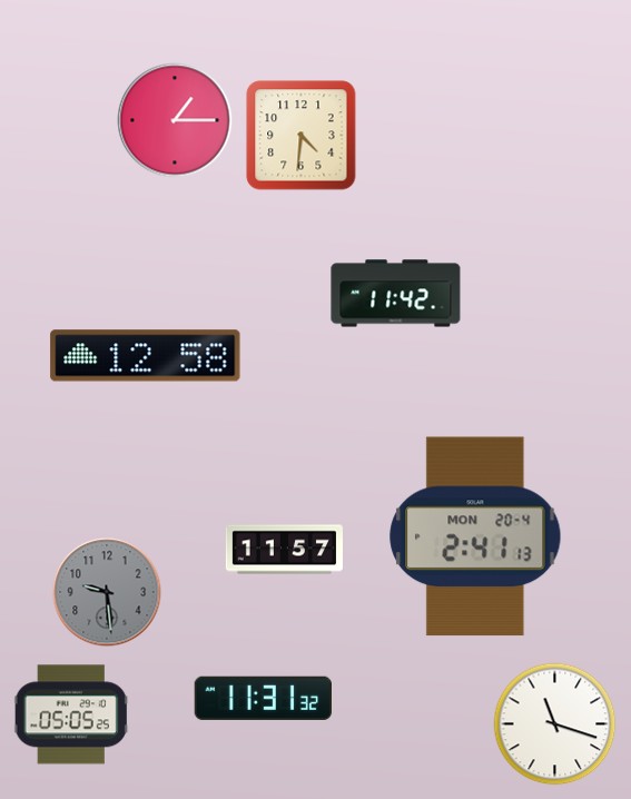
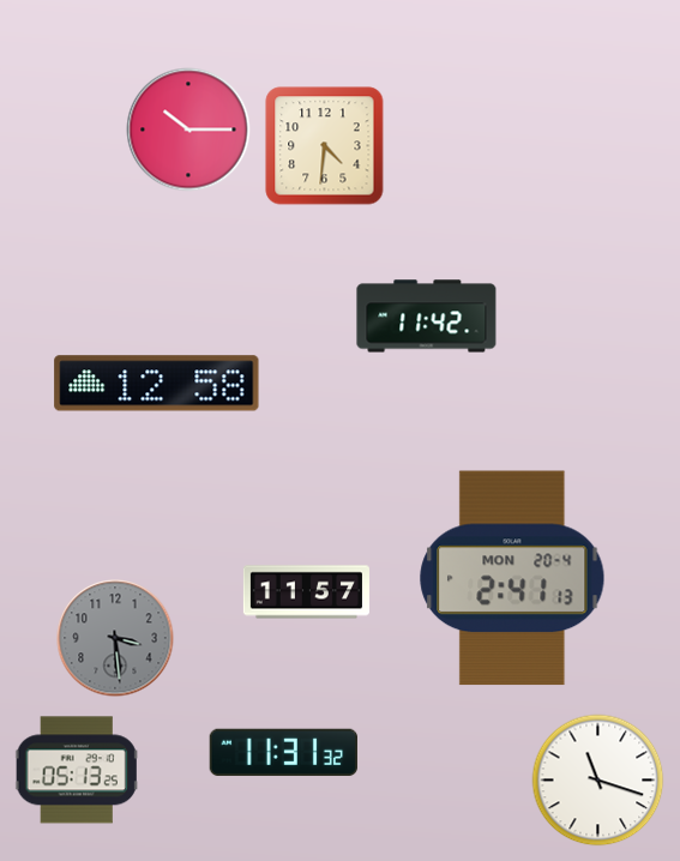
clock at (175, 120): 1:15 -> 10:15
clock at (107, 592): 9:29 -> 3:29
clock at (71, 714): 05:05 -> 05:13
